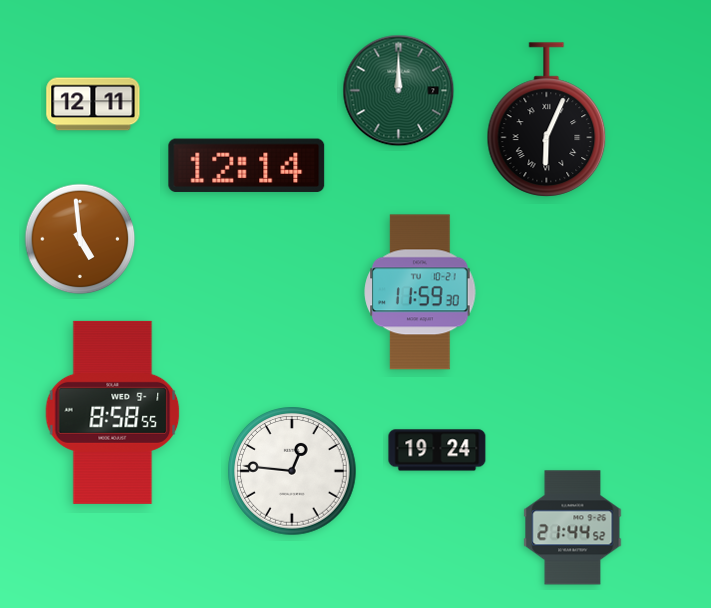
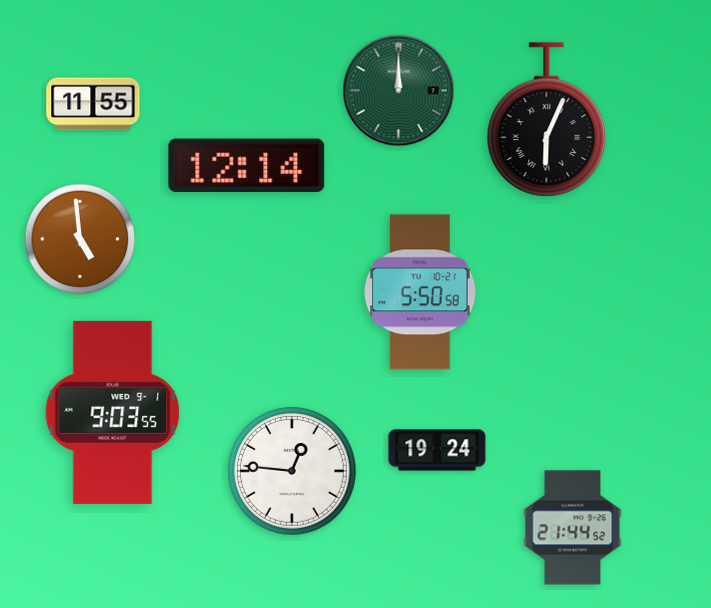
clock at (93, 104): 12:11 -> 11:55
clock at (420, 292): 11:59 -> 5:50
clock at (113, 412): 8:58 -> 9:03
